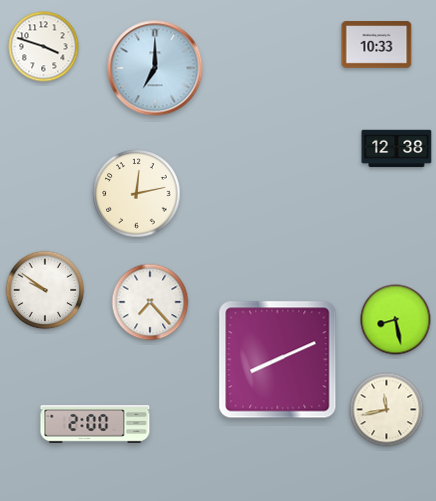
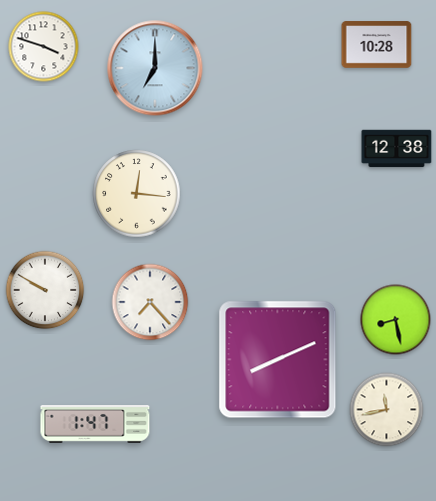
clock at (377, 45): 10:33 -> 10:28
clock at (137, 194): 12:13 -> 12:16
clock at (45, 290): 9:51 -> 9:50
clock at (95, 424): 2:00 -> 1:47
